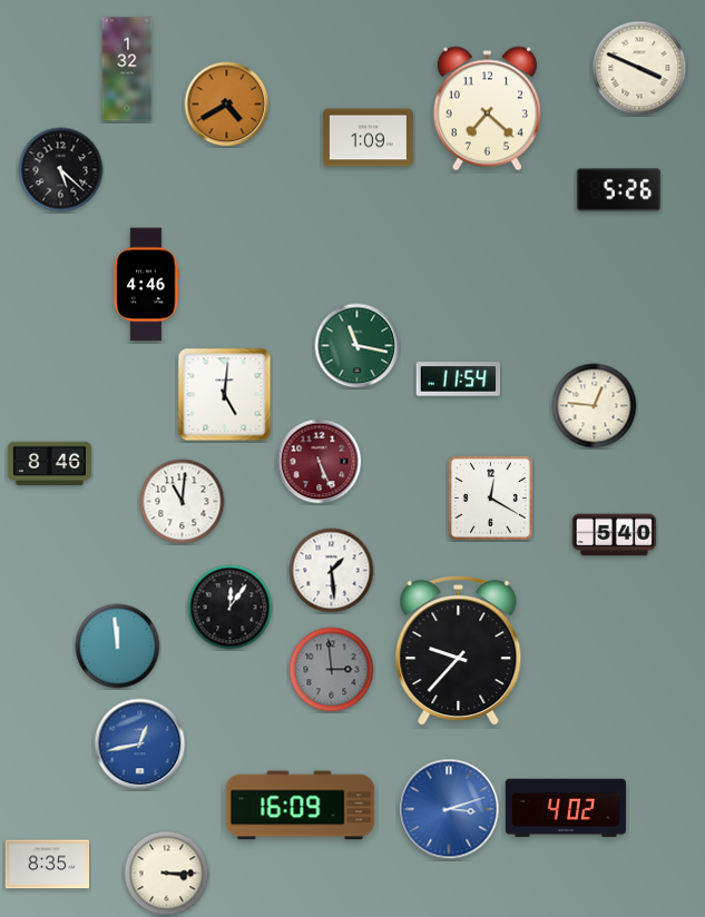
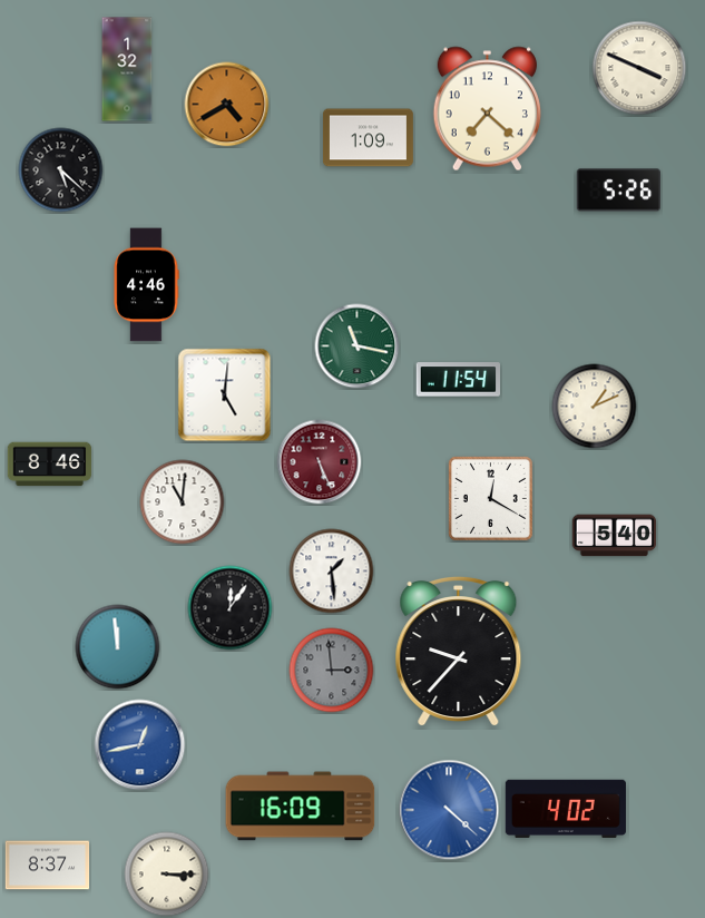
clock at (595, 406): 12:46 -> 1:11
clock at (449, 809): 3:12 -> 4:22
clock at (48, 865): 8:35 -> 8:37
